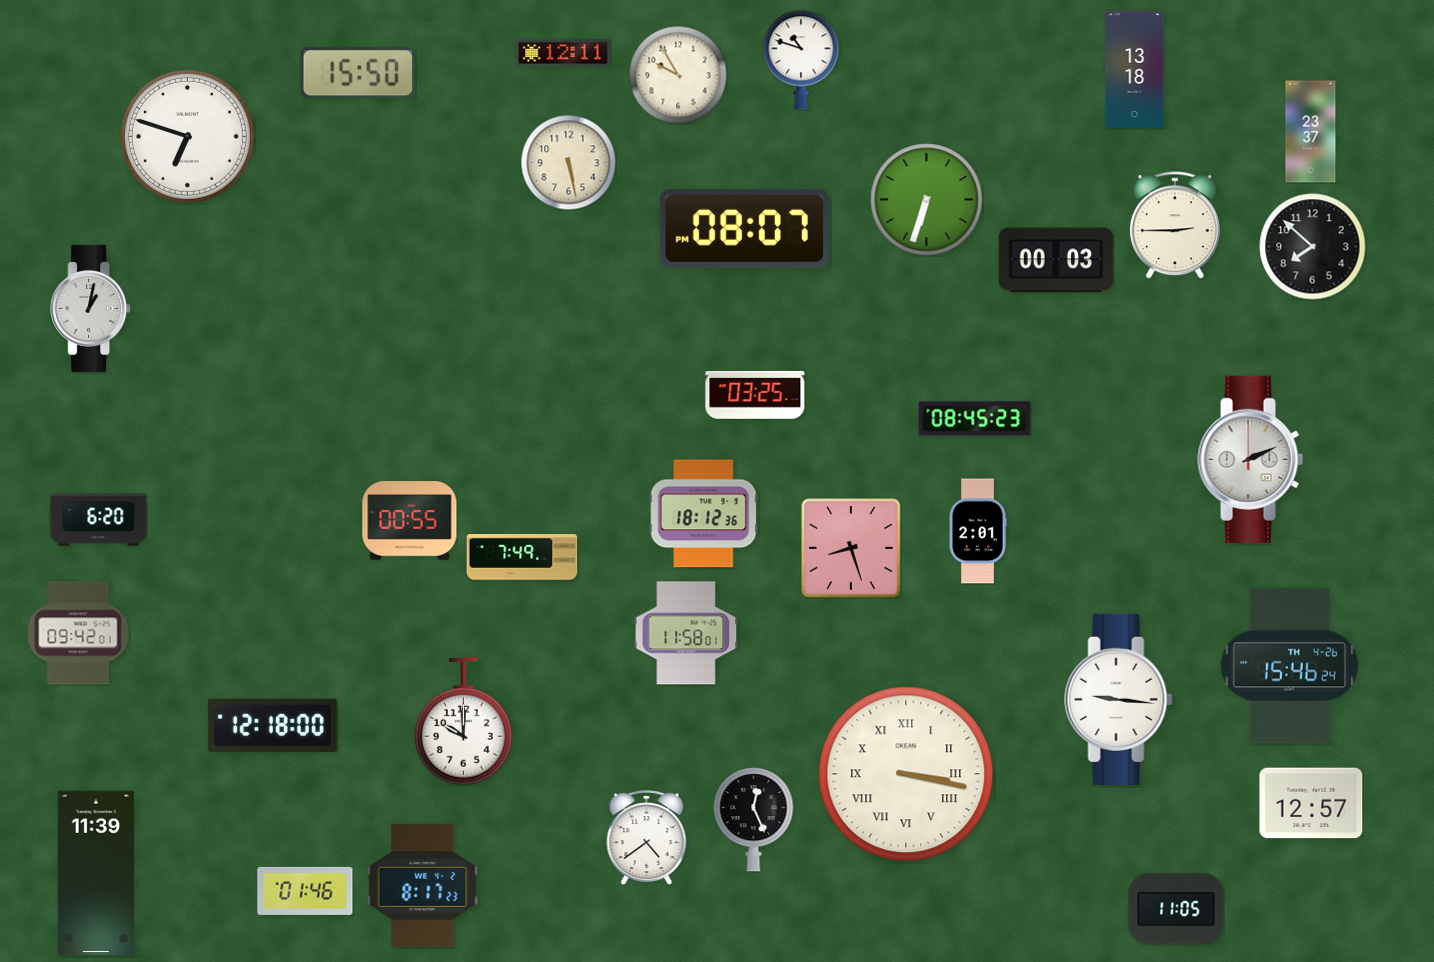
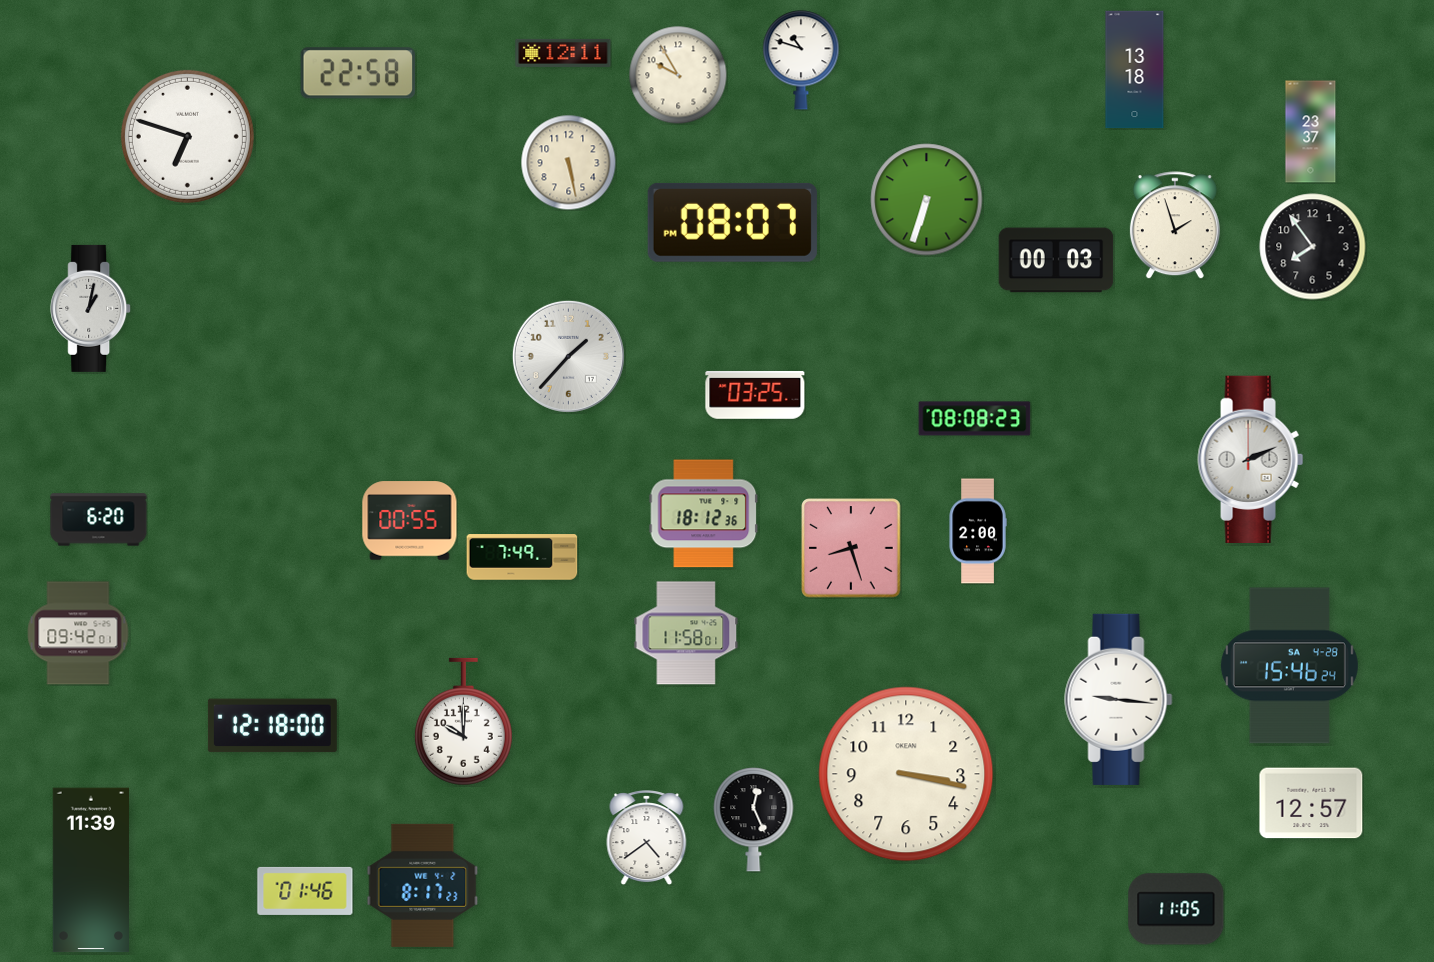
clock at (358, 73): 15:50 -> 22:58
clock at (1175, 225): 2:45 -> 1:57
clock at (744, 228) position: (744, 228) -> (732, 222)
clock at (1313, 247): 7:52 -> 7:54
clock at (568, 356): none -> 1:37
clock at (975, 419): 08:45 -> 08:08
clock at (978, 531): 2:01 -> 2:00
clock at (1289, 666) date: TH 4-26 -> SA 4-28
clock at (906, 774) numerals: Roman -> Arabic
clock at (95, 873) position: (95, 873) -> (90, 870)
